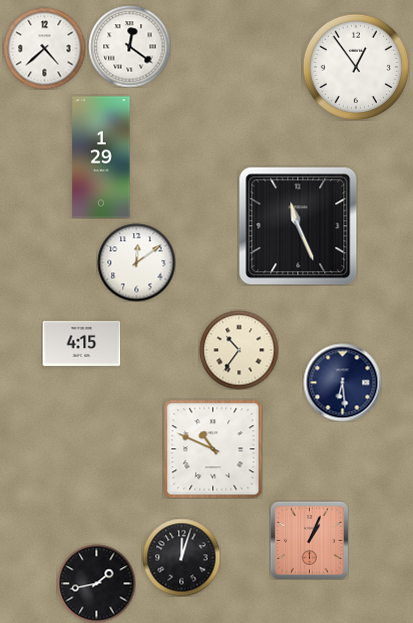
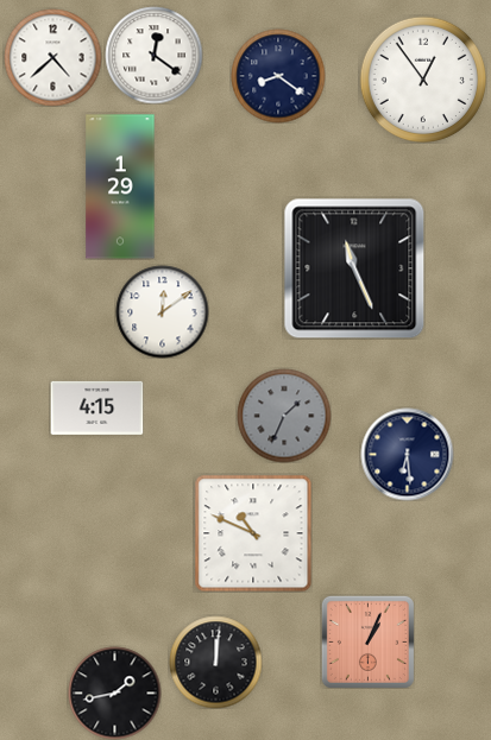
clock at (278, 76): none -> 8:21
clock at (239, 350): 10:36 -> 1:34
clock at (239, 350) dial: cream -> grey
clock at (181, 557): 12:03 -> 12:01
